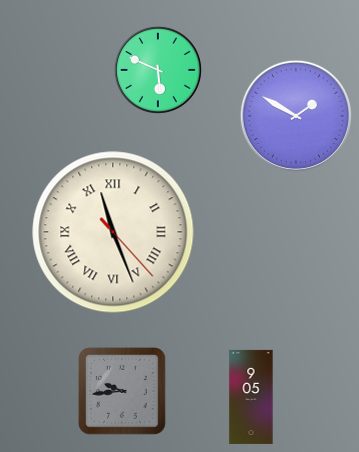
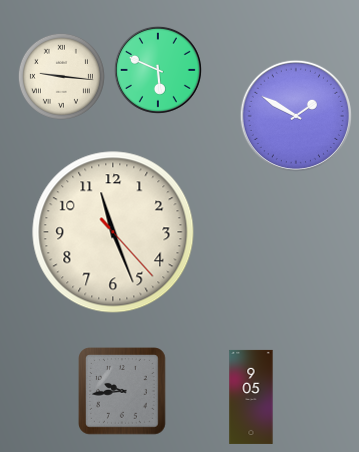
clock at (61, 76): none -> 9:16
clock at (113, 232) numerals: Roman -> Arabic
